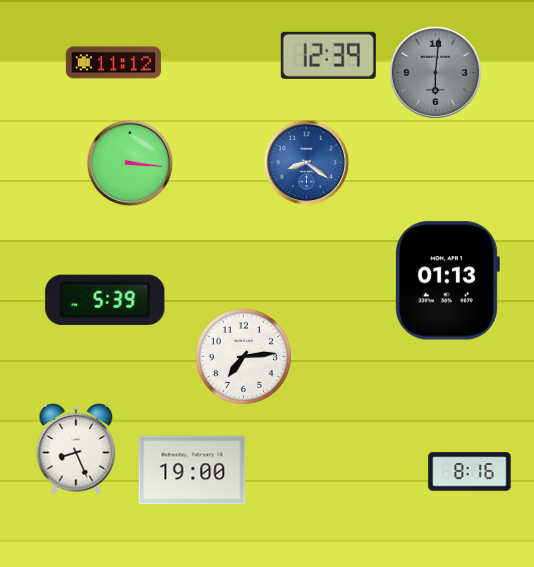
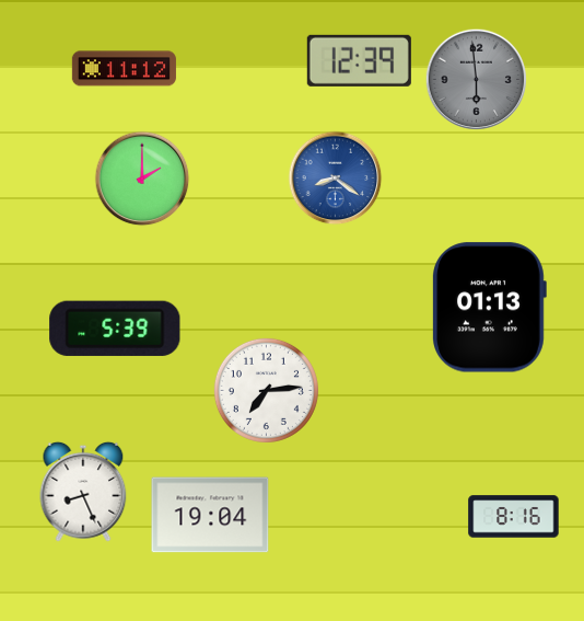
clock at (436, 73): 6:01 -> 5:59
clock at (130, 163): 3:16 -> 2:00
clock at (192, 470): 19:00 -> 19:04
